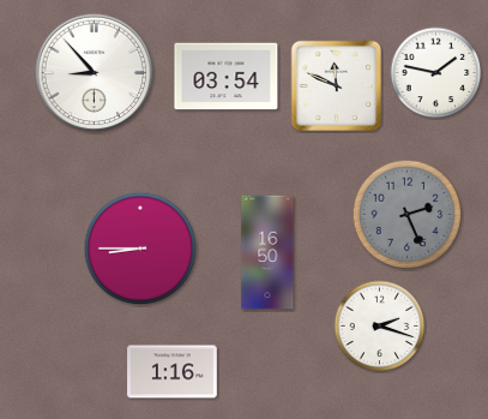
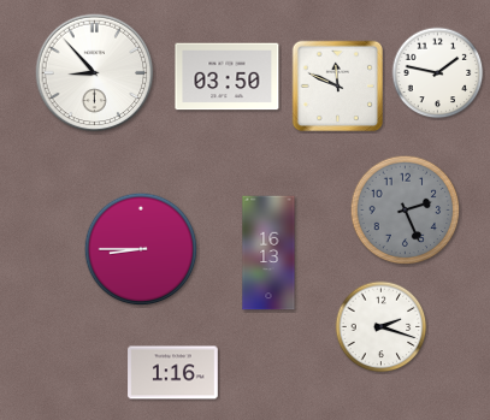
clock at (227, 77): 03:54 -> 03:50
clock at (408, 215) position: (408, 215) -> (406, 211)
clock at (267, 252): 16:50 -> 16:13
